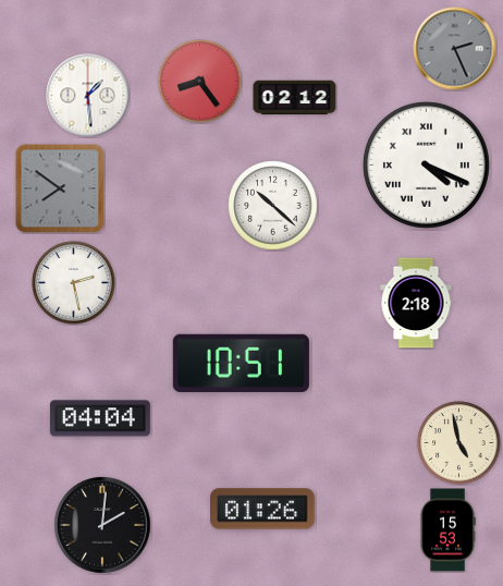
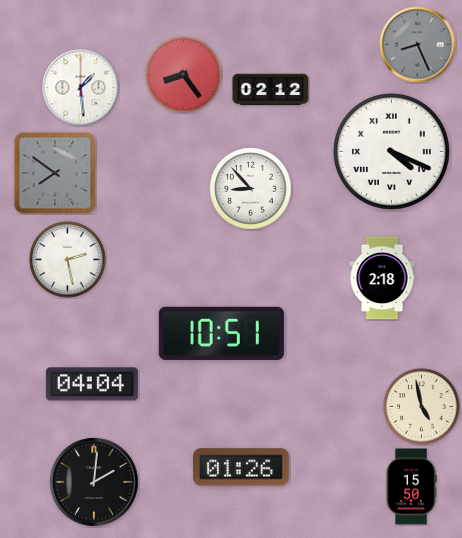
clock at (455, 49): 2:26 -> 8:26
clock at (273, 206): 10:22 -> 8:53
clock at (447, 530): 15:53 -> 15:50
